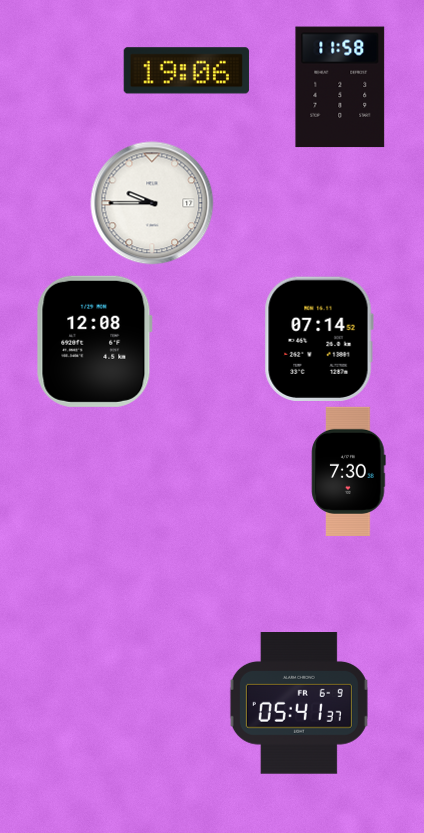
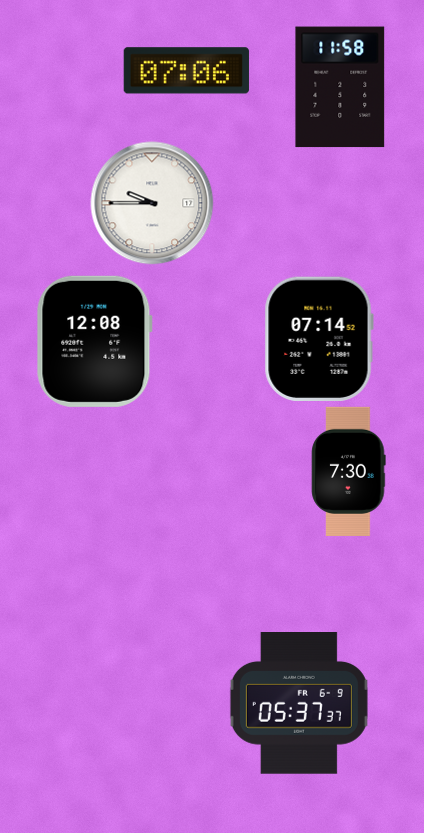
clock at (186, 71): 19:06 -> 07:06
clock at (299, 704): 05:41 -> 05:37
